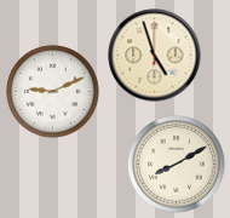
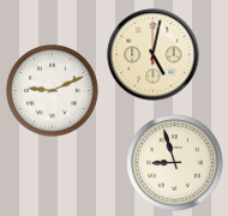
clock at (155, 56): 4:57 -> 5:02
clock at (177, 165): 8:10 -> 8:57
